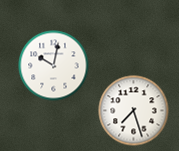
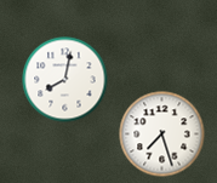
clock at (54, 66): 10:02 -> 8:02
